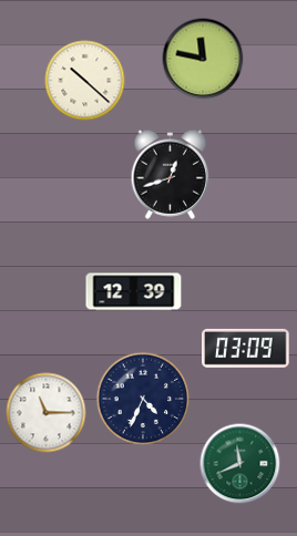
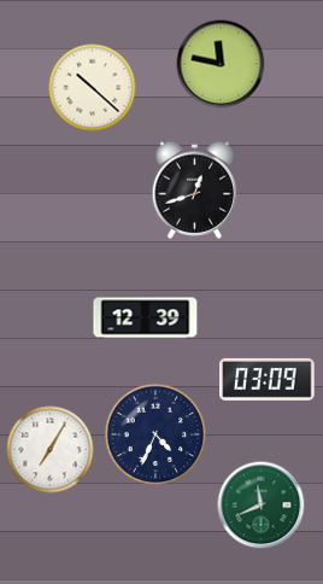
clock at (171, 174) position: (171, 174) -> (195, 189)
clock at (47, 413): 11:15 -> 7:05
